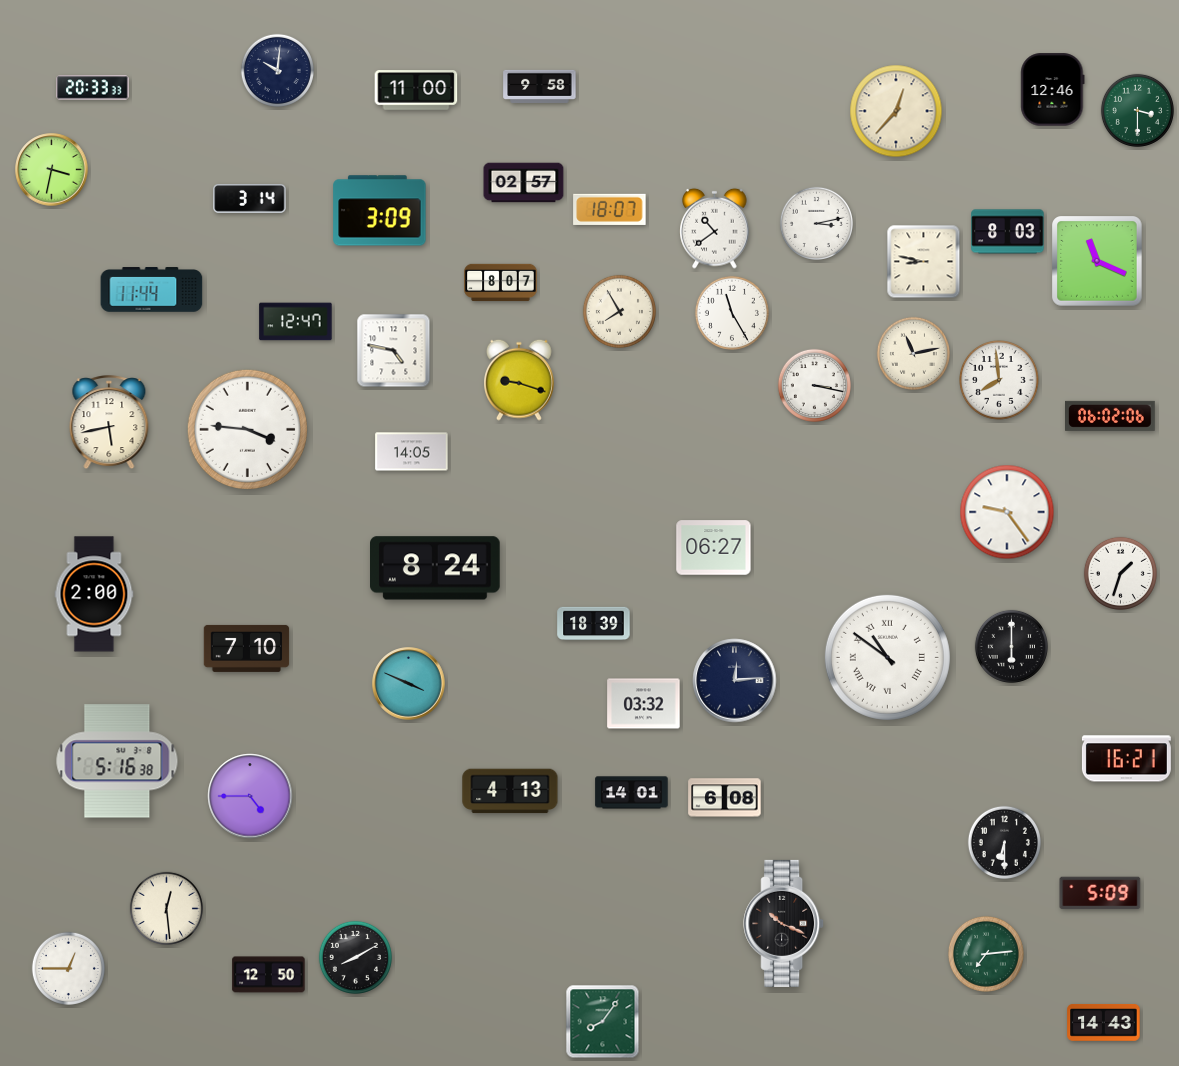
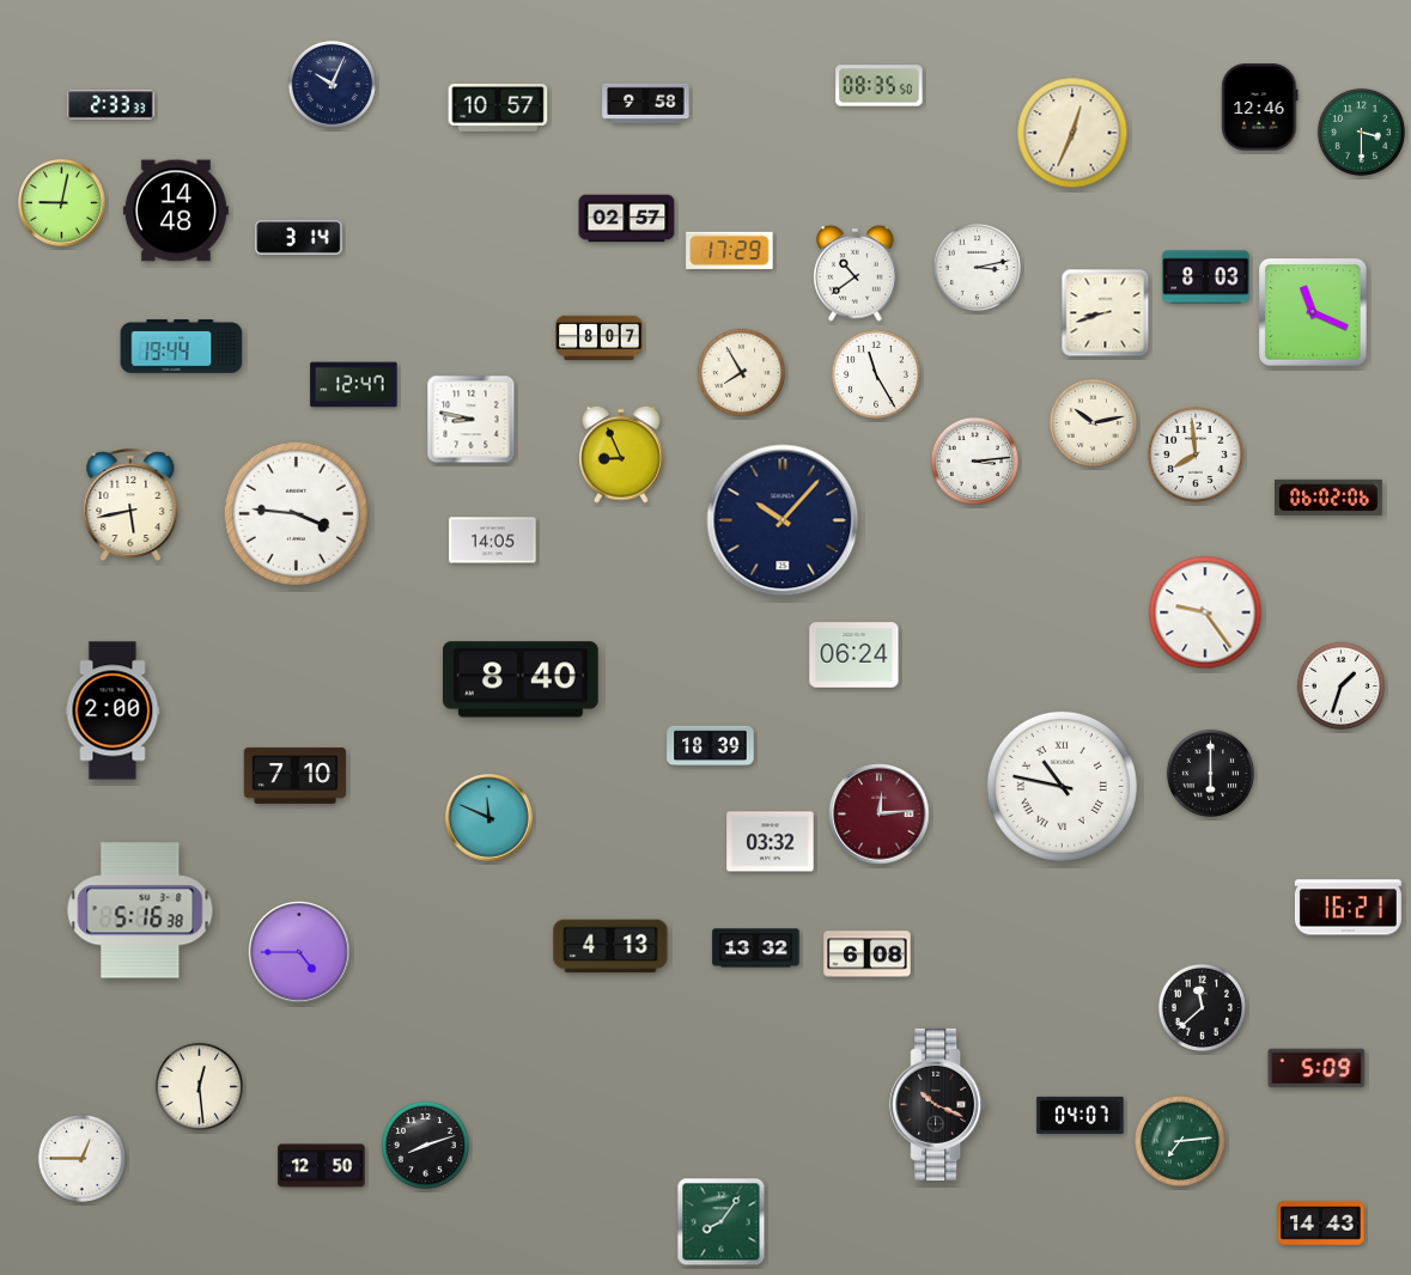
clock at (277, 70): 10:01 -> 10:04
clock at (880, 86): none -> 08:35
clock at (93, 88): 20:33 -> 2:33
clock at (416, 90): 11:00 -> 10:57
clock at (896, 111): 12:37 -> 12:34
clock at (52, 170): 3:32 -> 9:02
clock at (176, 211): none -> 14:48
clock at (610, 209): 18:07 -> 17:29
clock at (380, 211): 3:09 -> none
clock at (924, 262): 8:47 -> 8:42
clock at (152, 290): 11:44 -> 19:44
clock at (394, 351): 4:47 -> 8:47
clock at (913, 353): 11:13 -> 10:13
clock at (520, 380): 9:18 -> 8:56
clock at (814, 385): 3:17 -> 3:14
clock at (783, 520): none -> 10:07
clock at (714, 548): 06:27 -> 06:24
clock at (436, 568): 8:24 -> 8:40
clock at (887, 657): 10:51 -> 10:47
clock at (735, 681) dial: navy -> burgundy
clock at (409, 684): 3:49 -> 11:49
clock at (632, 793): 14:01 -> 13:32
clock at (1004, 842): 6:30 -> 11:38
clock at (1081, 1115): none -> 04:07
clock at (355, 957): 8:10 -> 8:12
